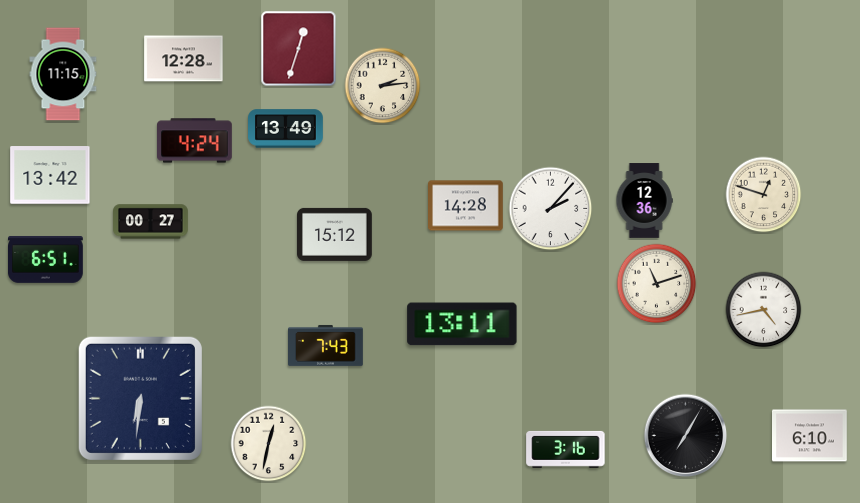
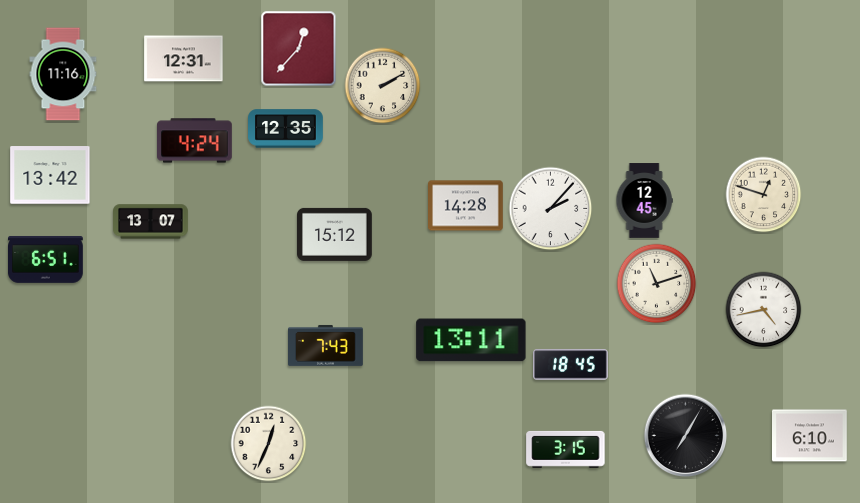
clock at (299, 49): 12:33 -> 12:37
clock at (184, 59): 12:28 -> 12:31
clock at (63, 74): 11:15 -> 11:16
clock at (383, 86): 2:14 -> 2:10
clock at (286, 129): 13:49 -> 12:35
clock at (644, 201): 12:36 -> 12:45
clock at (151, 222): 00:27 -> 13:07
clock at (462, 324) position: (462, 324) -> (471, 340)
clock at (571, 365): none -> 18:45
clock at (140, 398): 6:31 -> none
clock at (269, 444): 12:32 -> 12:34
clock at (566, 449): 3:16 -> 3:15
